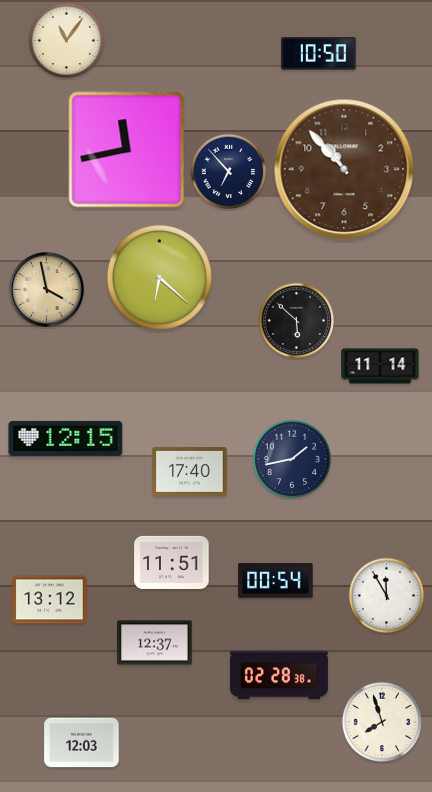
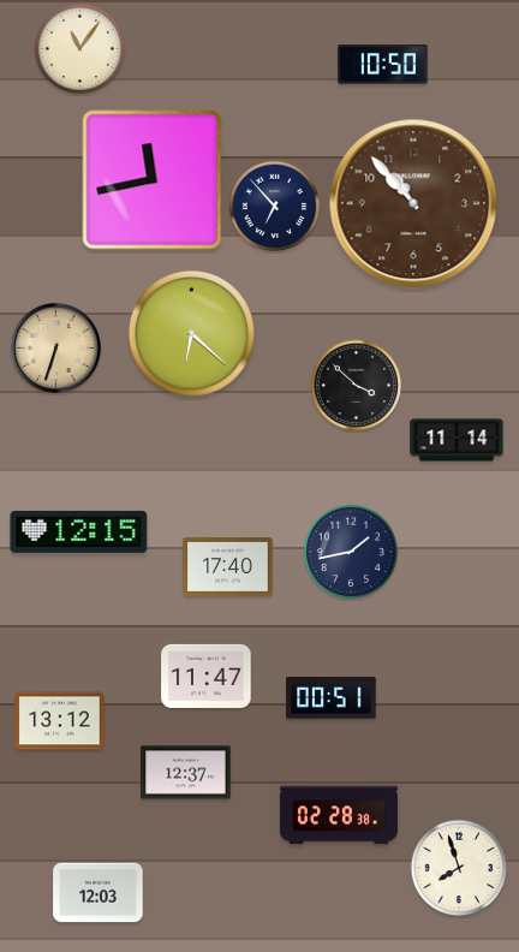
clock at (46, 289): 3:58 -> 6:33
clock at (297, 321): 5:52 -> 3:52
clock at (66, 438) position: (66, 438) -> (79, 531)
clock at (172, 562): 11:51 -> 11:47
clock at (276, 581): 00:54 -> 00:51
clock at (387, 596): 11:55 -> none
clock at (279, 675) position: (279, 675) -> (339, 815)
